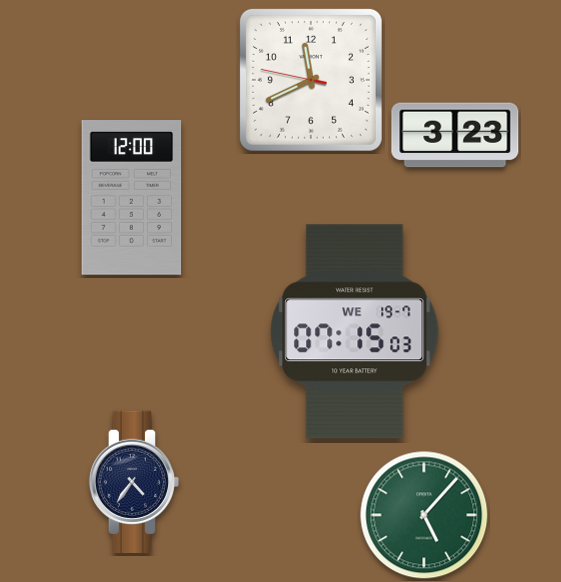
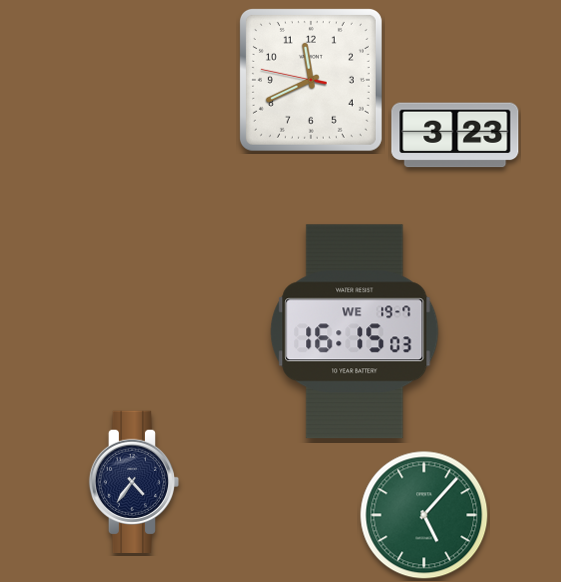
clock at (132, 198): 12:00 -> none
clock at (355, 332): 07:15 -> 16:15
